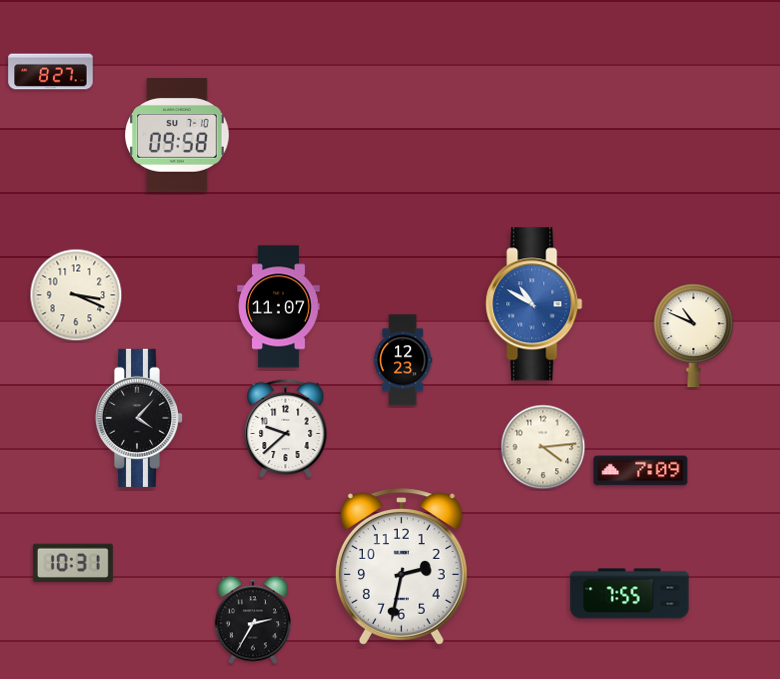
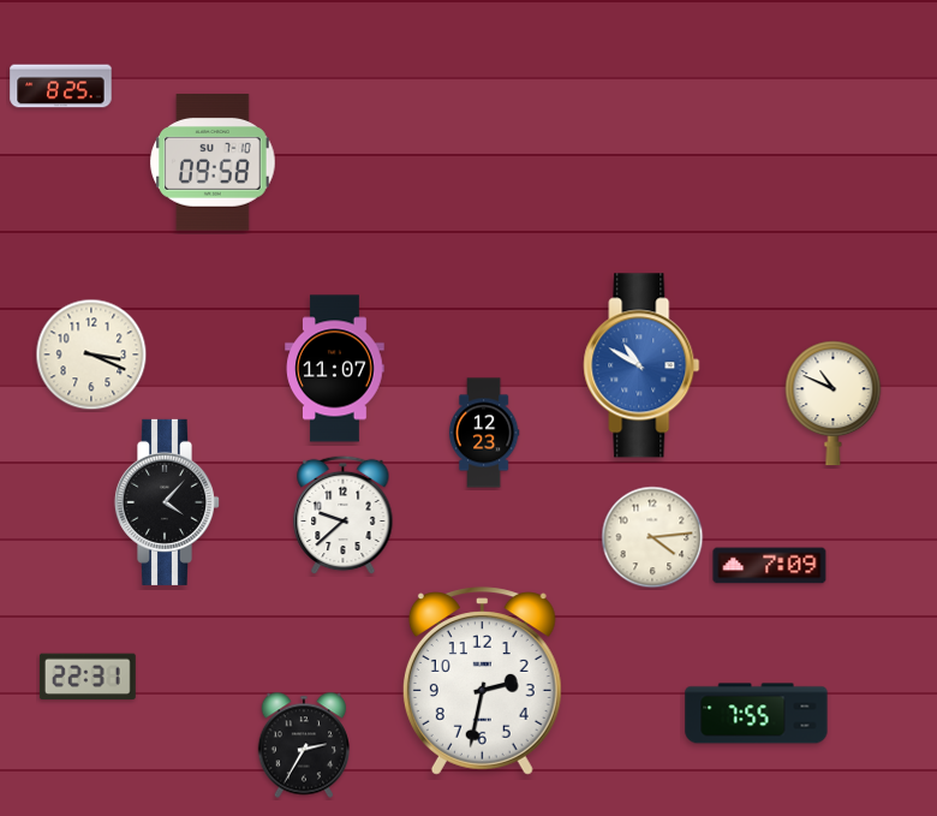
clock at (51, 72): 8:27 -> 8:25
clock at (73, 562): 10:31 -> 22:31
